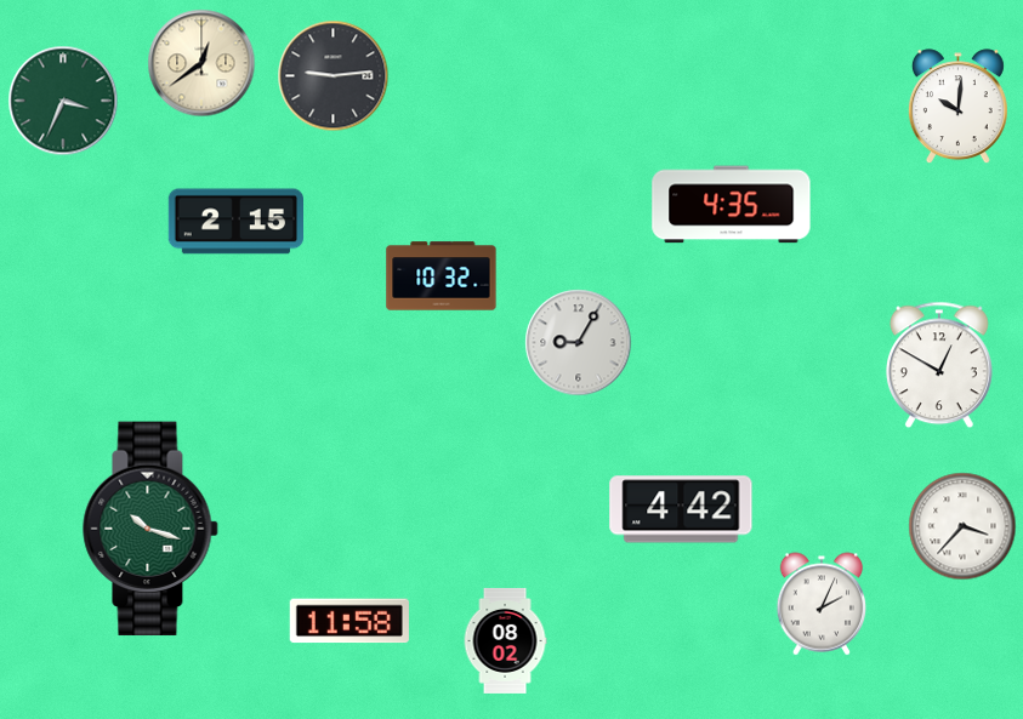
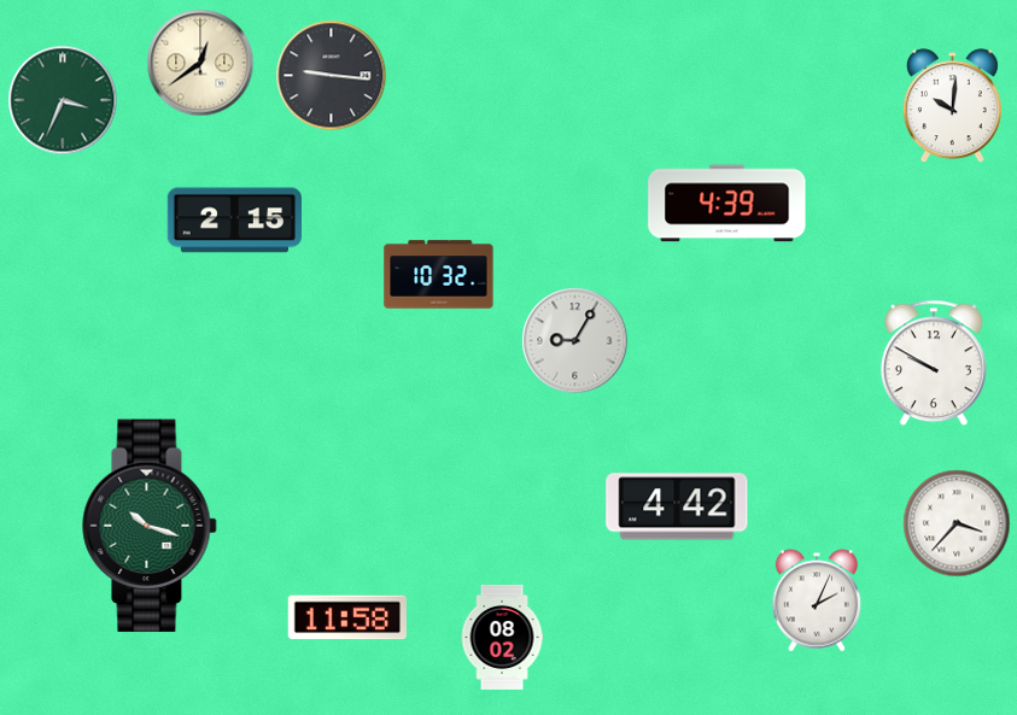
clock at (334, 76): 9:14 -> 9:16
clock at (732, 205): 4:35 -> 4:39
clock at (939, 365): 12:50 -> 9:50
